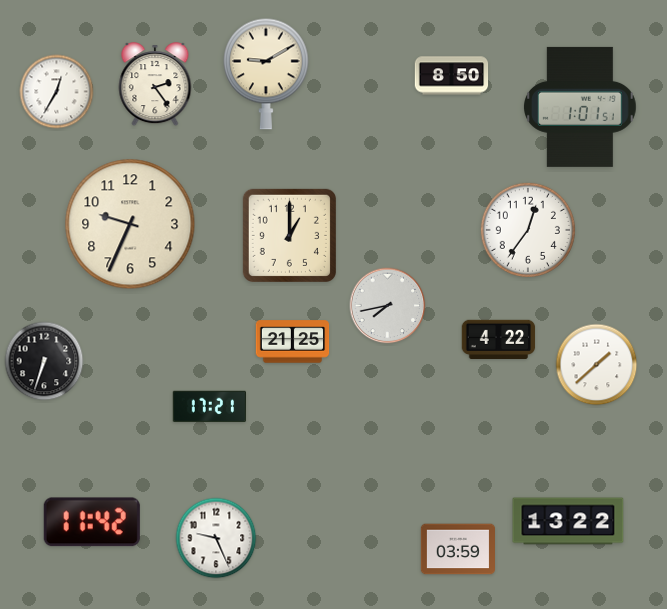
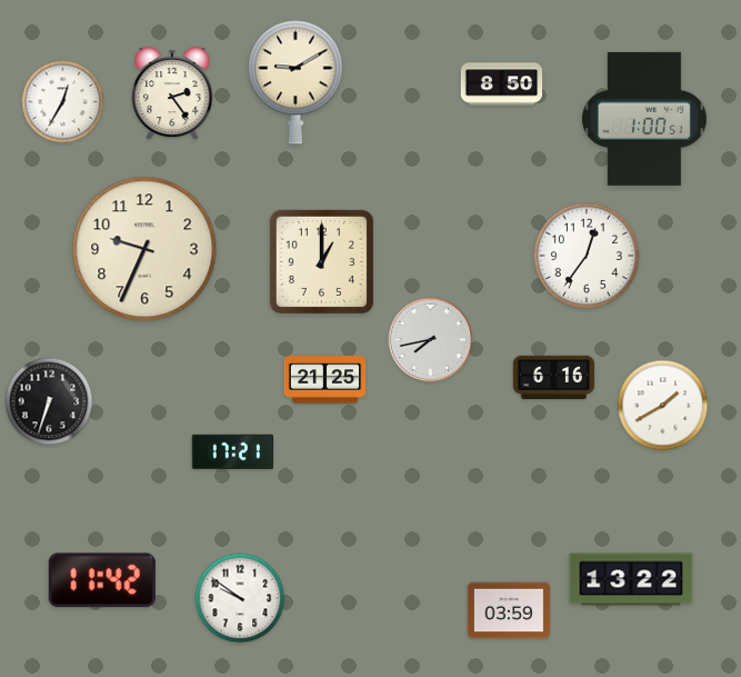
clock at (581, 107): 1:01 -> 1:00
clock at (499, 339): 4:22 -> 6:16
clock at (597, 365): 1:38 -> 1:40
clock at (216, 538): 9:26 -> 9:51
